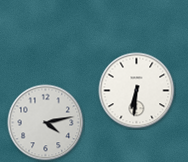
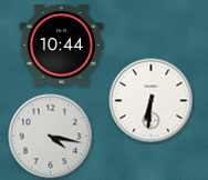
clock at (62, 46): none -> 10:44
clock at (46, 123): 4:13 -> 4:17
